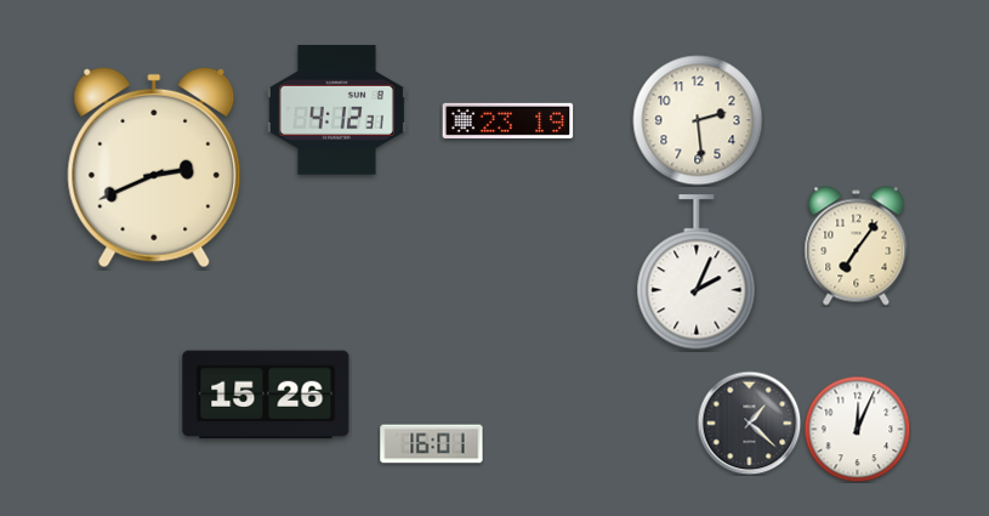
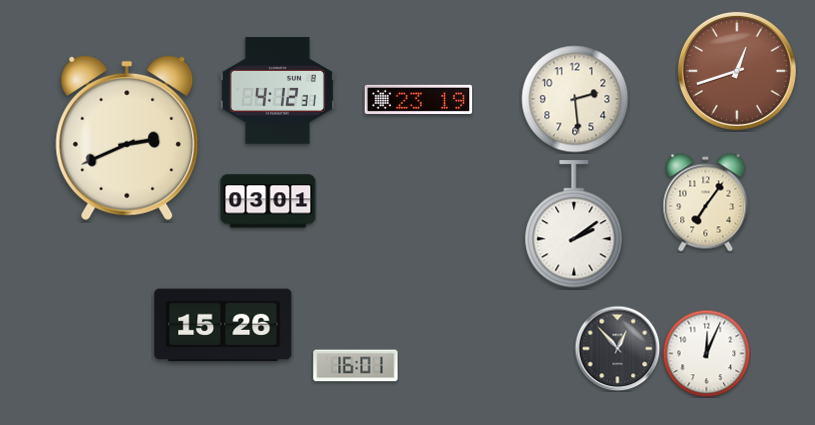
clock at (737, 71): none -> 12:42
clock at (268, 201): none -> 03:01
clock at (697, 273): 2:04 -> 2:09
clock at (266, 395) position: (266, 395) -> (223, 325)
clock at (749, 423): 1:22 -> 12:53
